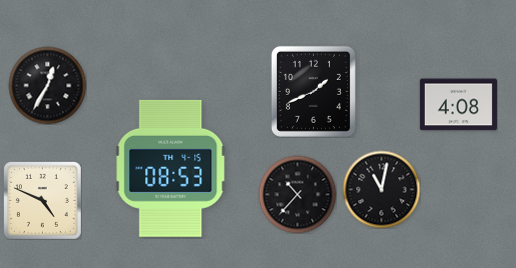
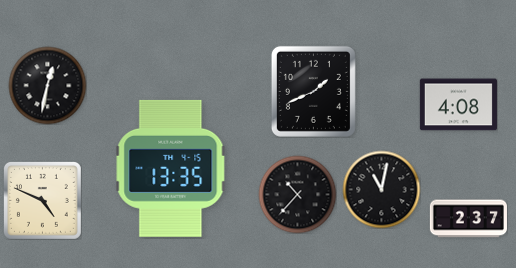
clock at (47, 85): 12:35 -> 12:32
clock at (171, 168): 08:53 -> 13:35
clock at (468, 219): none -> 2:37
